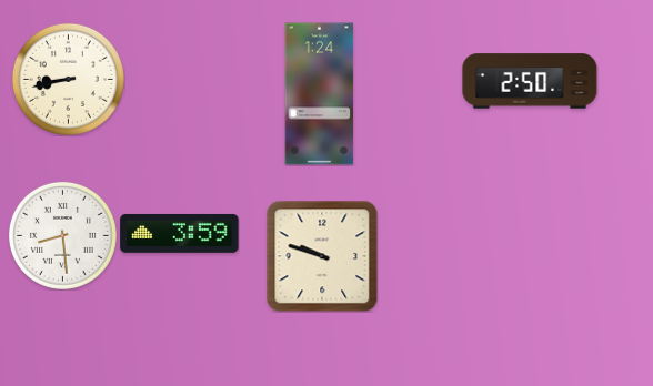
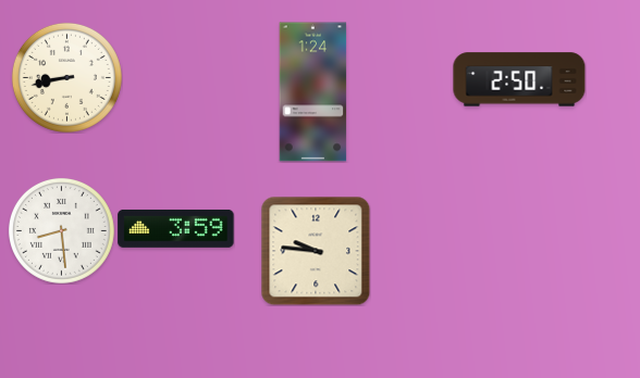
clock at (322, 256): 9:48 -> 9:46
